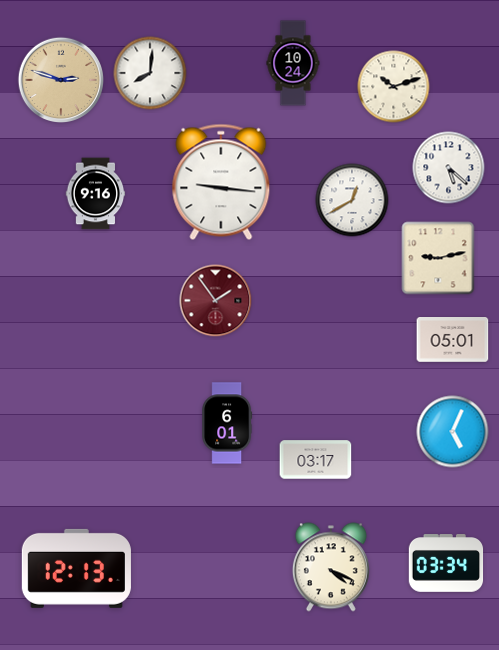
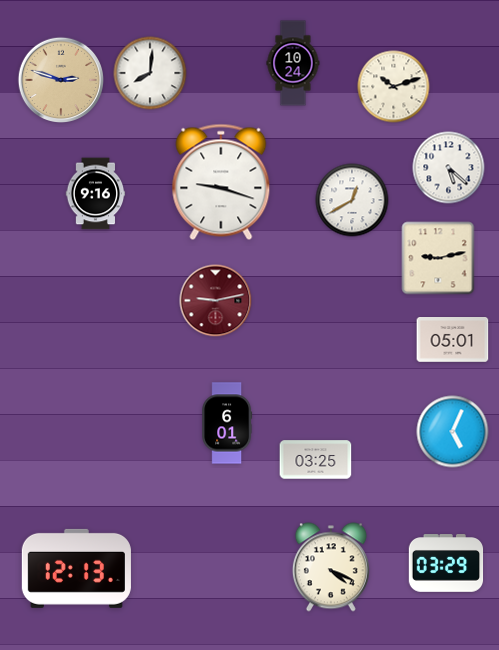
clock at (221, 182): 9:16 -> 9:18
clock at (216, 301): 1:54 -> 9:13
clock at (316, 460): 03:17 -> 03:25
clock at (446, 563): 03:34 -> 03:29
